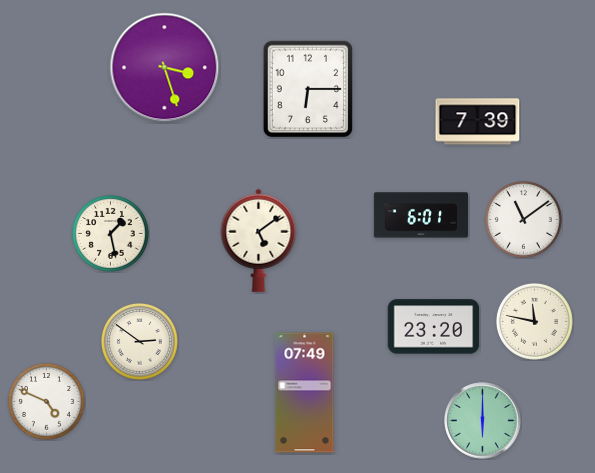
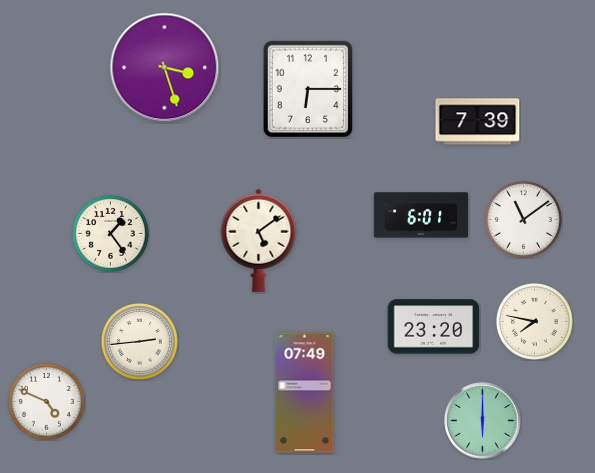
clock at (110, 233): 1:28 -> 1:24
clock at (534, 321): 11:47 -> 7:47
clock at (139, 341): 2:51 -> 2:44
